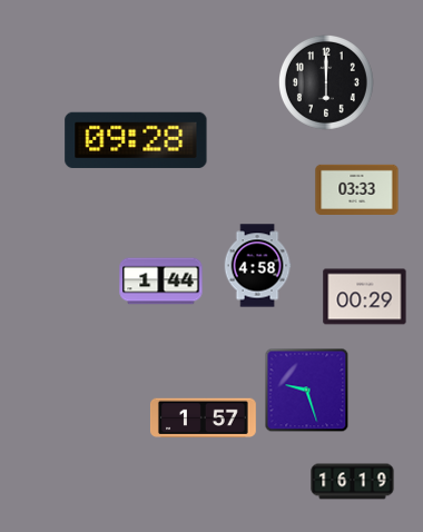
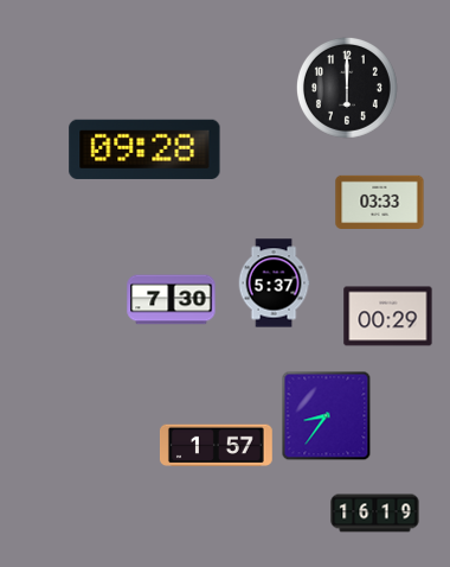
clock at (257, 266): 4:58 -> 5:37
clock at (161, 282): 1:44 -> 7:30
clock at (307, 391): 9:27 -> 8:36
